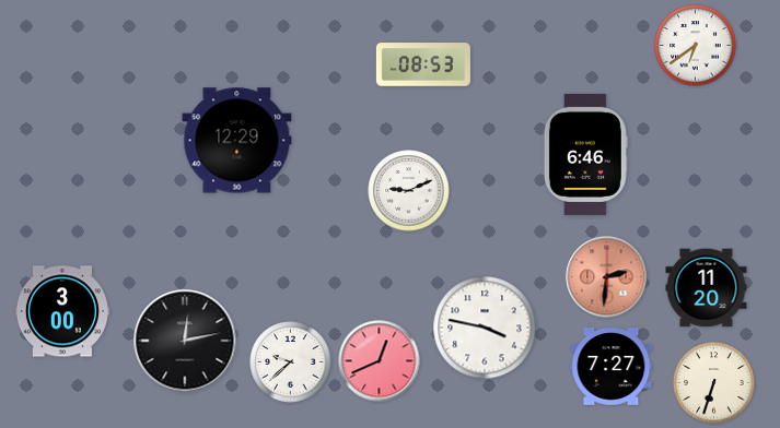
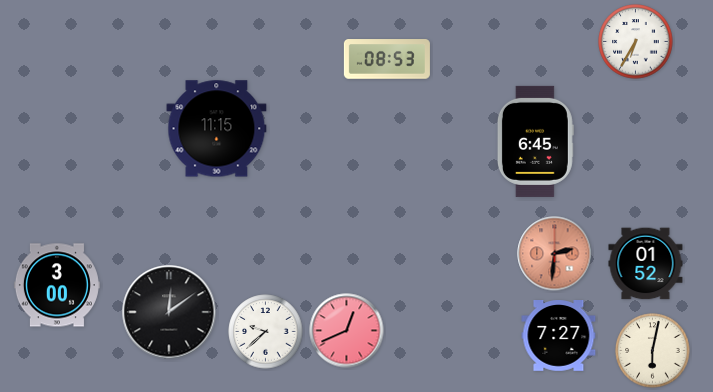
clock at (696, 46): 6:39 -> 6:35
clock at (237, 141): 12:29 -> 11:15
clock at (585, 154): 6:46 -> 6:45
clock at (409, 191): 9:11 -> none
clock at (707, 288): 11:20 -> 01:52
clock at (485, 328): 3:47 -> none
clock at (185, 341): 12:13 -> 12:09
clock at (714, 383): 6:33 -> 6:02
